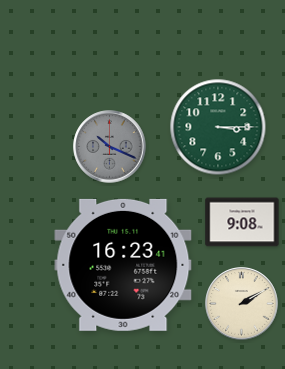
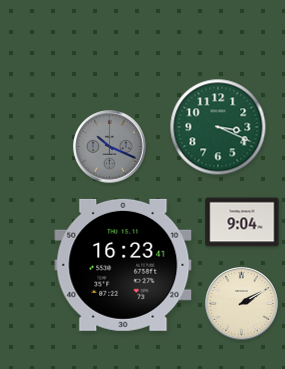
clock at (218, 127): 3:15 -> 3:19
clock at (242, 222): 9:08 -> 9:04
